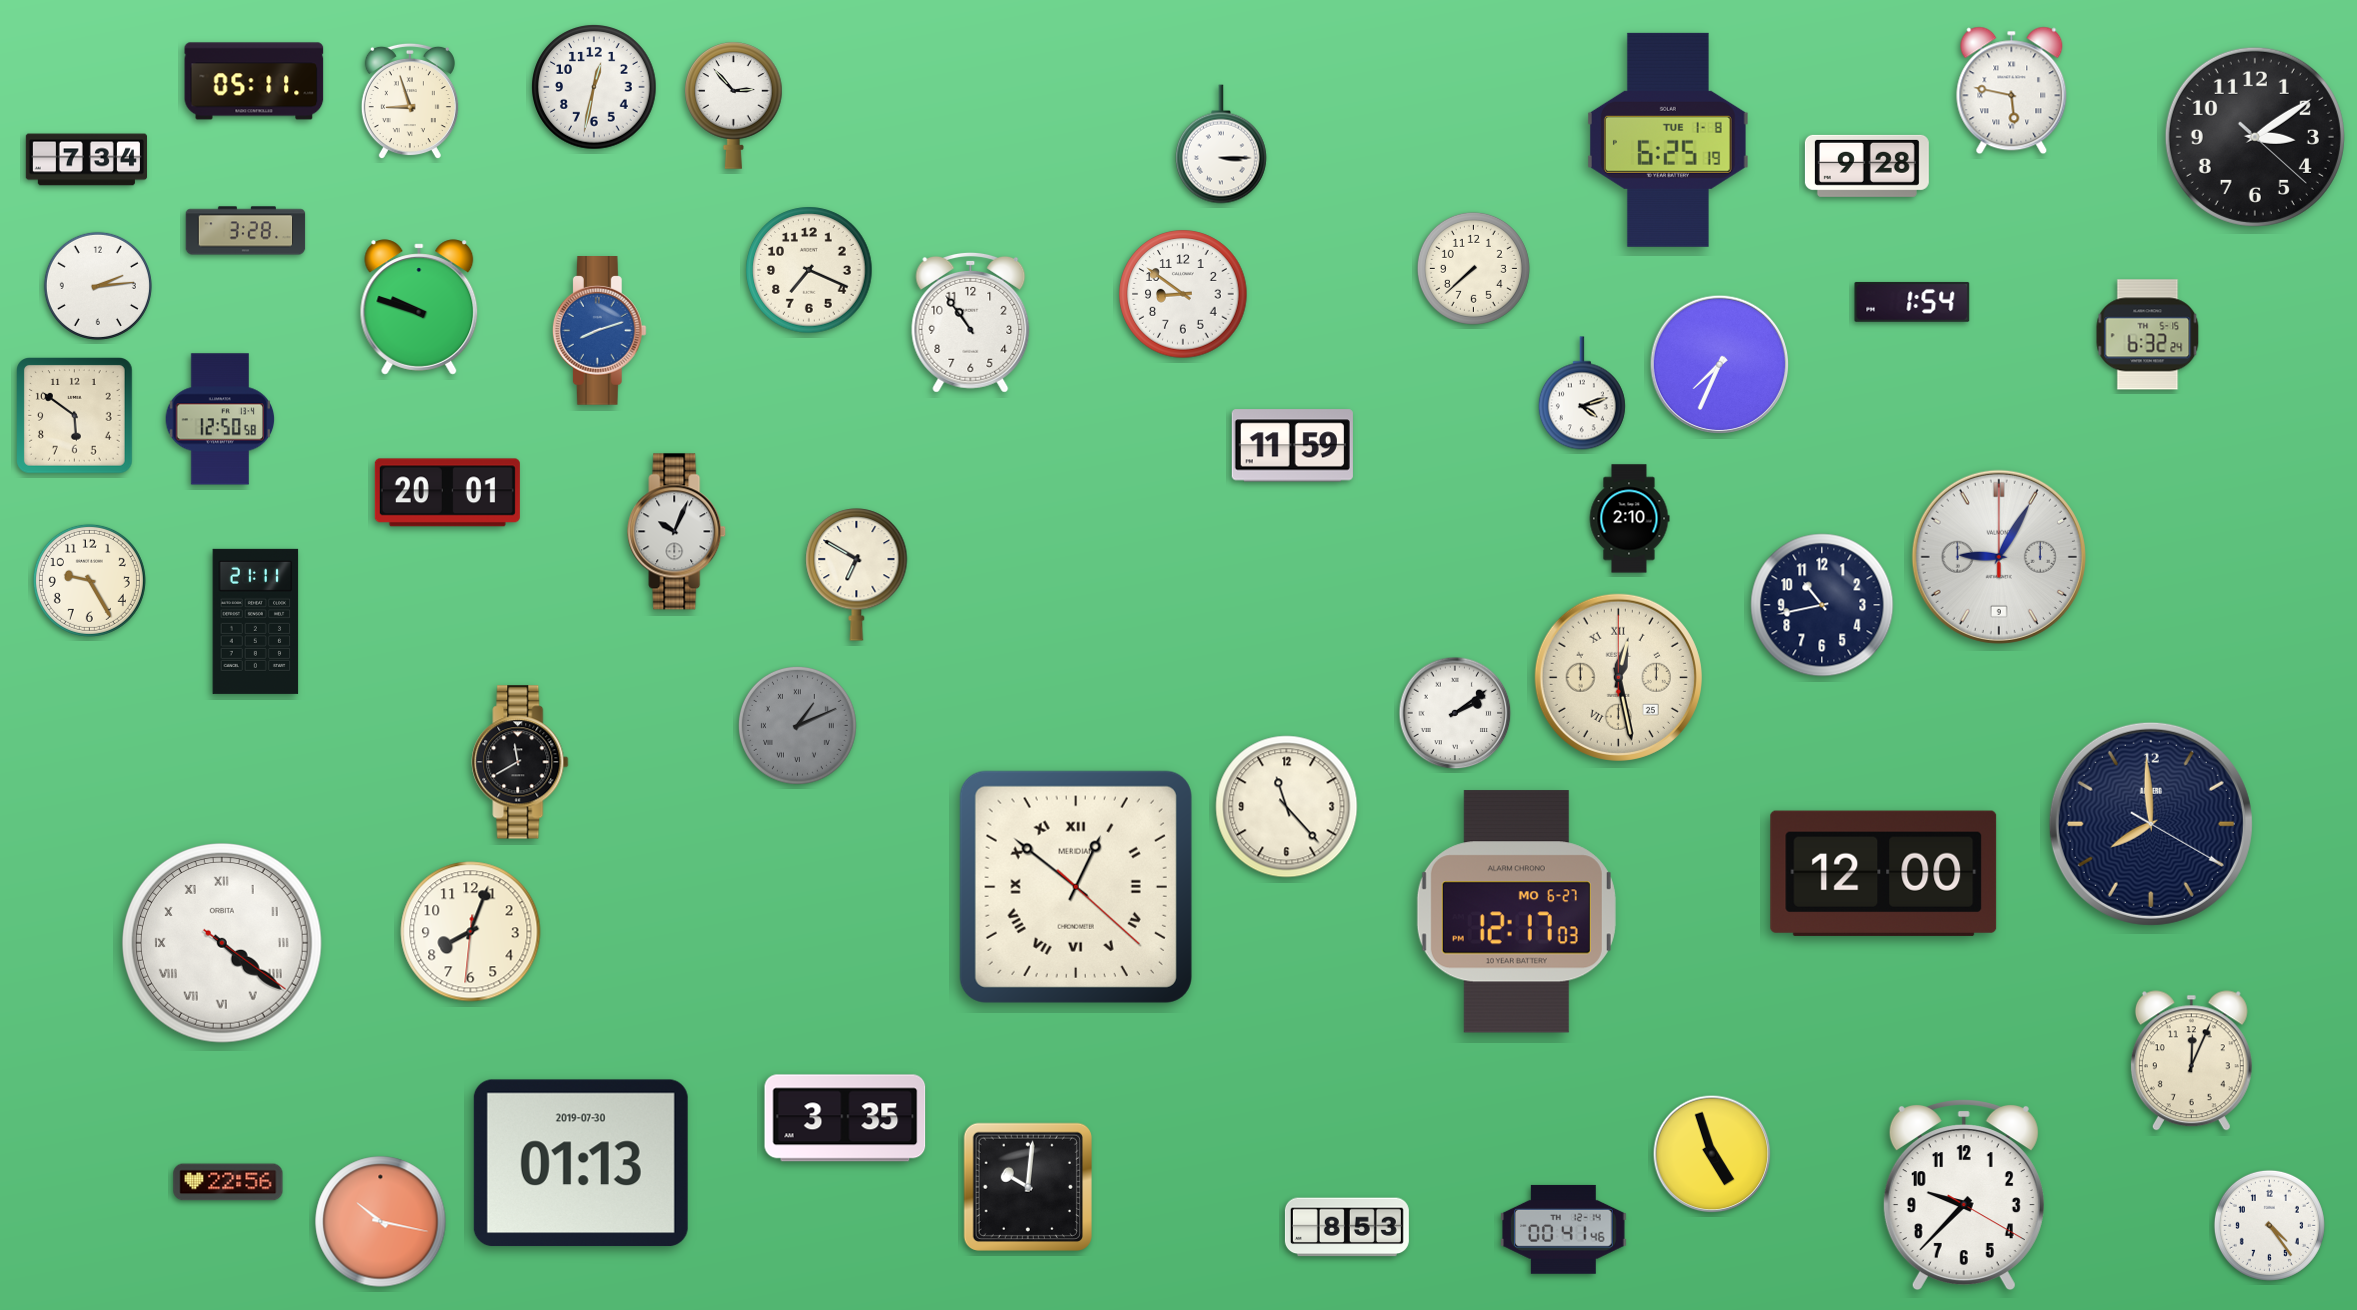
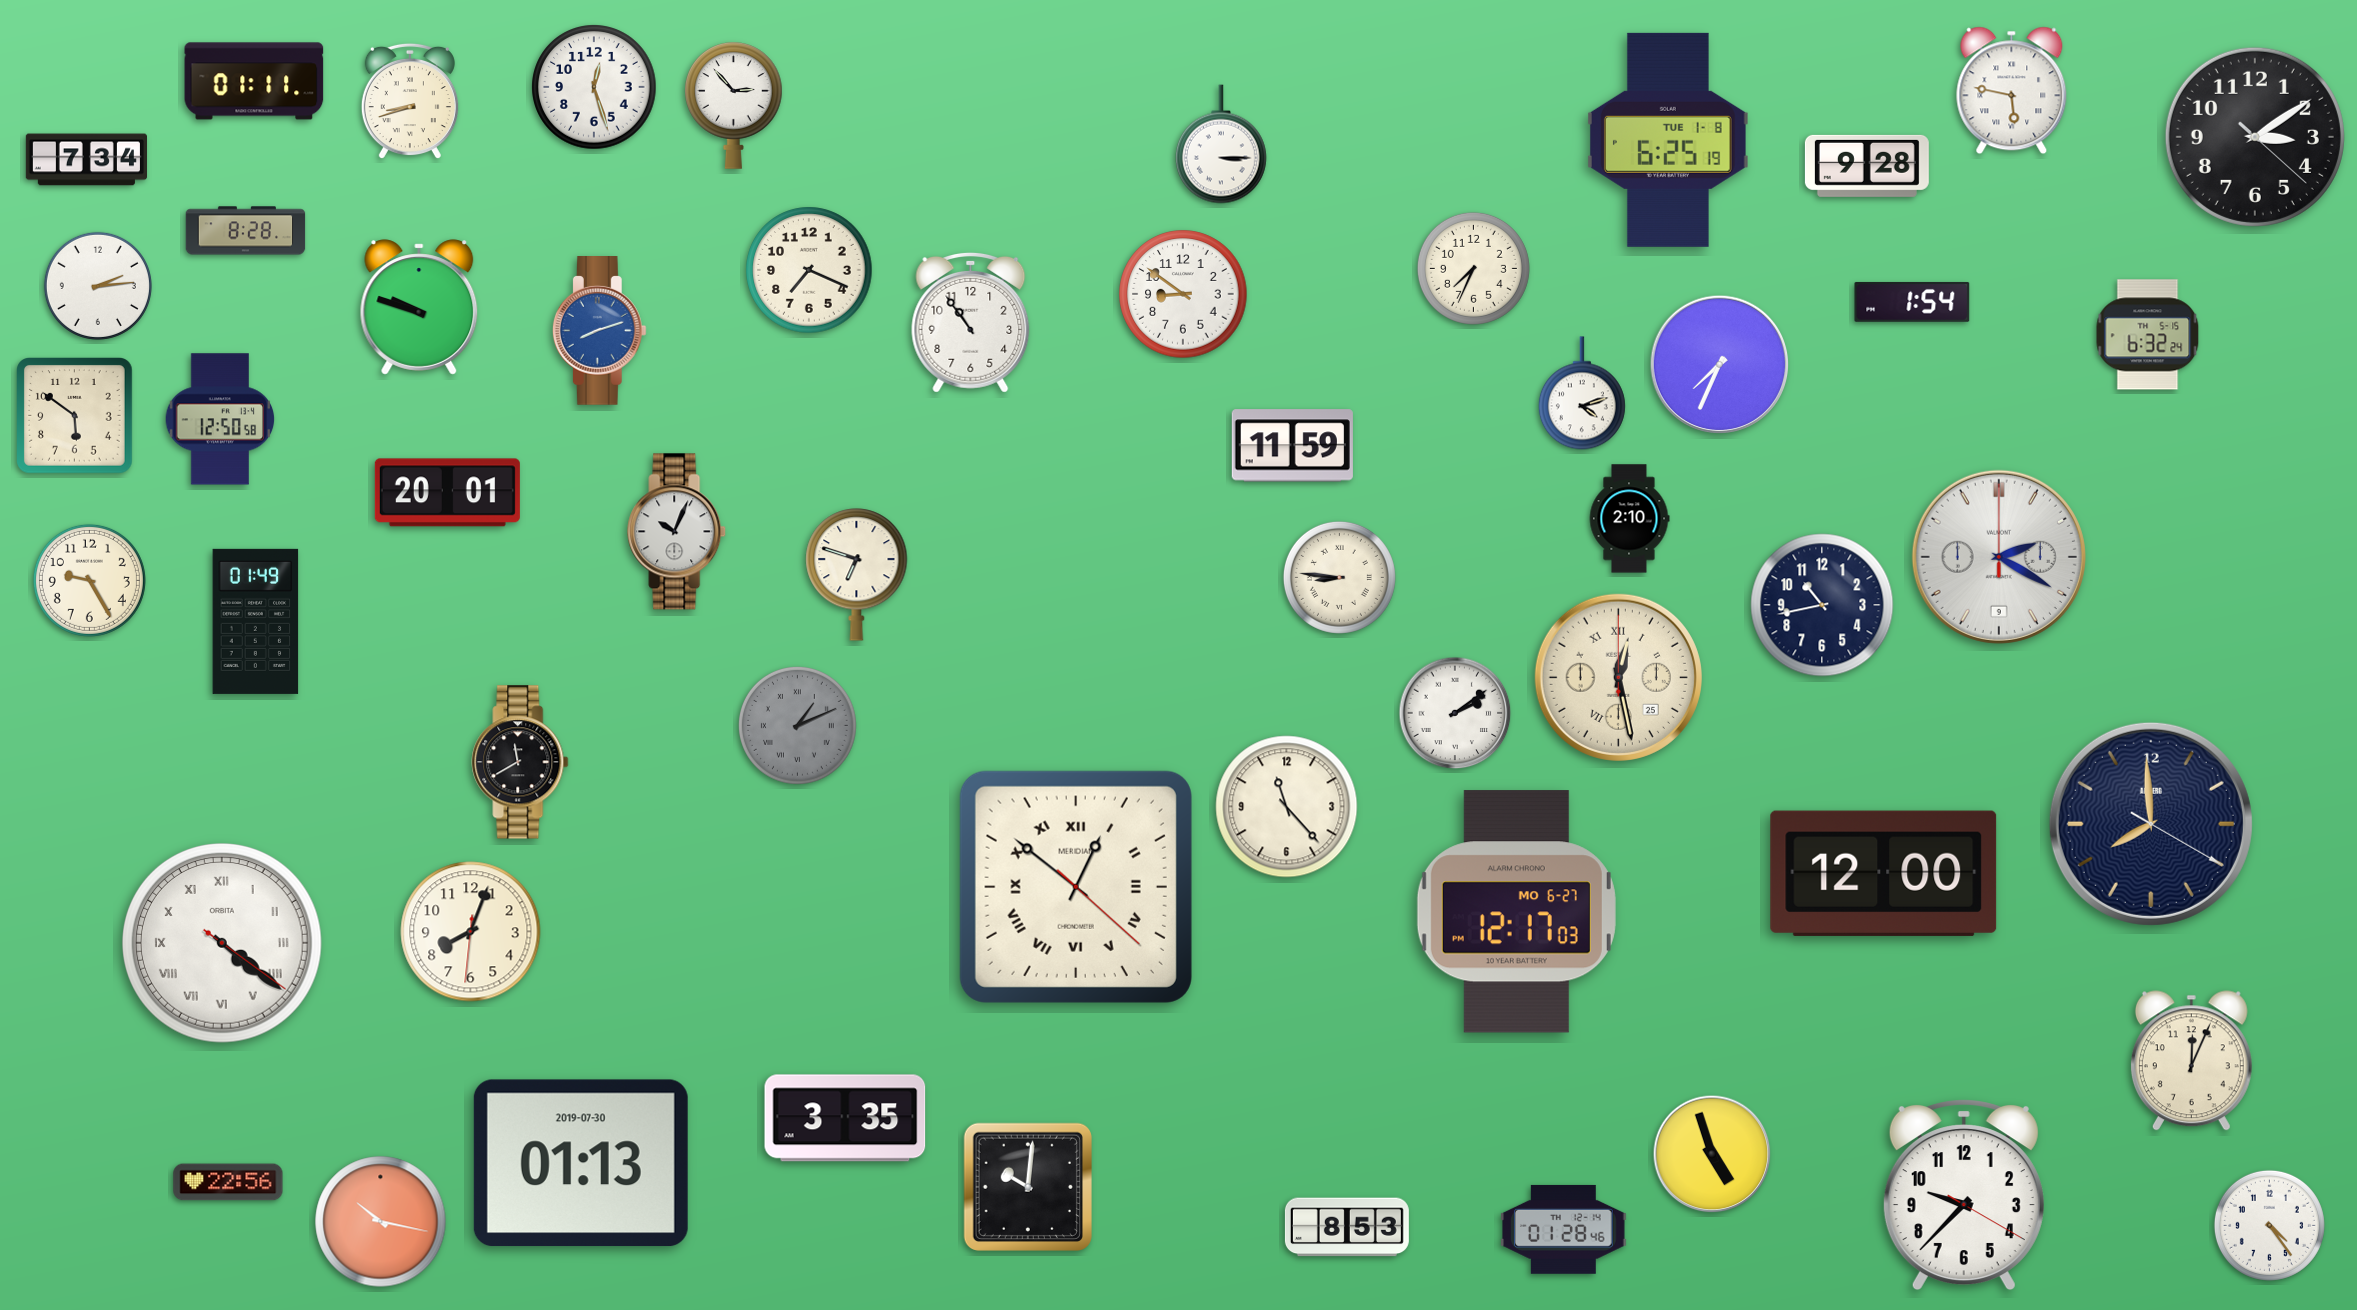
clock at (254, 81): 05:11 -> 01:11
clock at (594, 87): 12:32 -> 12:27
clock at (410, 101): 8:57 -> 8:42
clock at (246, 231): 3:28 -> 8:28
clock at (1473, 268): 7:38 -> 7:34
clock at (1999, 557): 9:05 -> 2:20
clock at (857, 575): 6:50 -> 6:48
clock at (1339, 577): none -> 8:46
clock at (256, 621): 21:11 -> 01:49
clock at (1564, 1229): 00:41 -> 01:28
